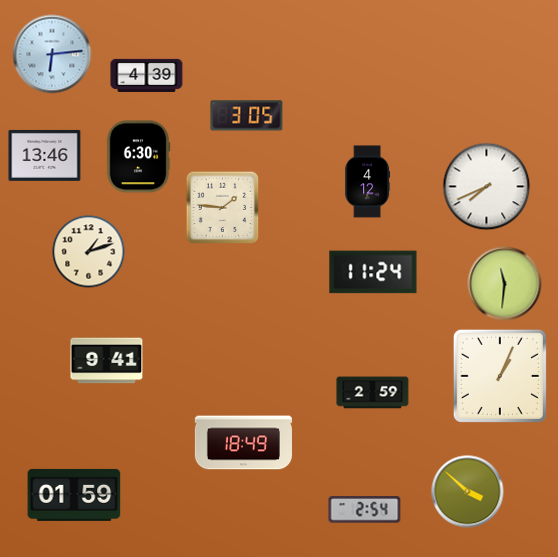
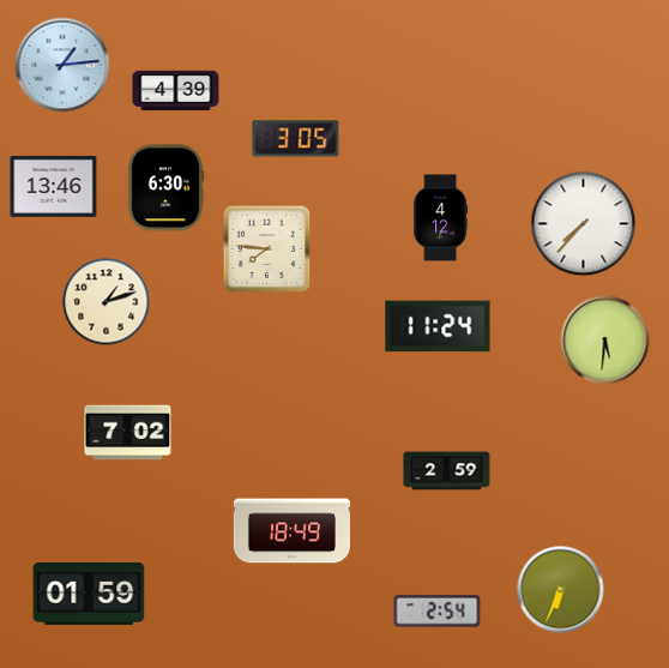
clock at (52, 54): 6:14 -> 1:14
clock at (487, 187): 7:41 -> 7:37
clock at (223, 208): 1:46 -> 7:46
clock at (373, 272) position: (373, 272) -> (438, 326)
clock at (505, 284): 11:31 -> 5:31
clock at (107, 361): 9:41 -> 7:02
clock at (500, 376): 1:04 -> none
clock at (468, 492): 3:52 -> 6:34
